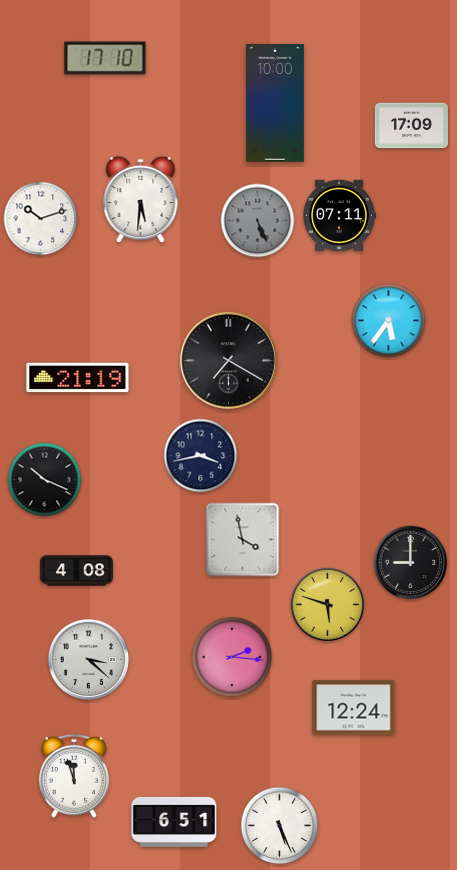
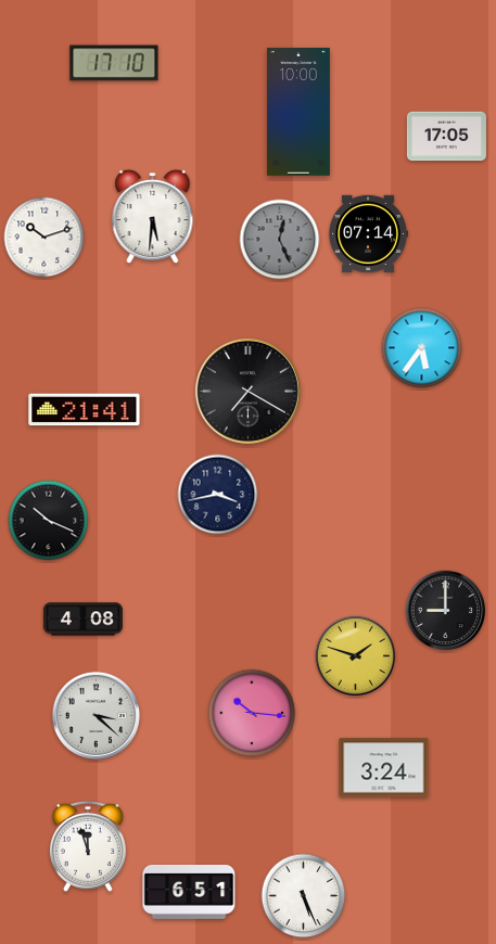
clock at (411, 126): 17:09 -> 17:05
clock at (339, 216): 07:11 -> 07:14
clock at (258, 221): 5:26 -> 12:26
clock at (78, 378): 21:19 -> 21:41
clock at (243, 540): 3:58 -> none
clock at (328, 605): 5:48 -> 1:48
clock at (232, 657): 2:16 -> 10:16
clock at (354, 708): 12:24 -> 3:24
clock at (74, 776) position: (74, 776) -> (88, 846)
